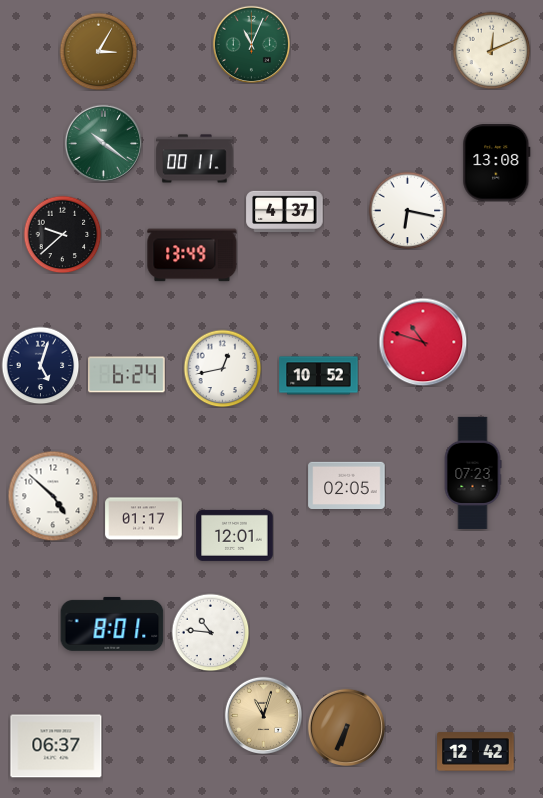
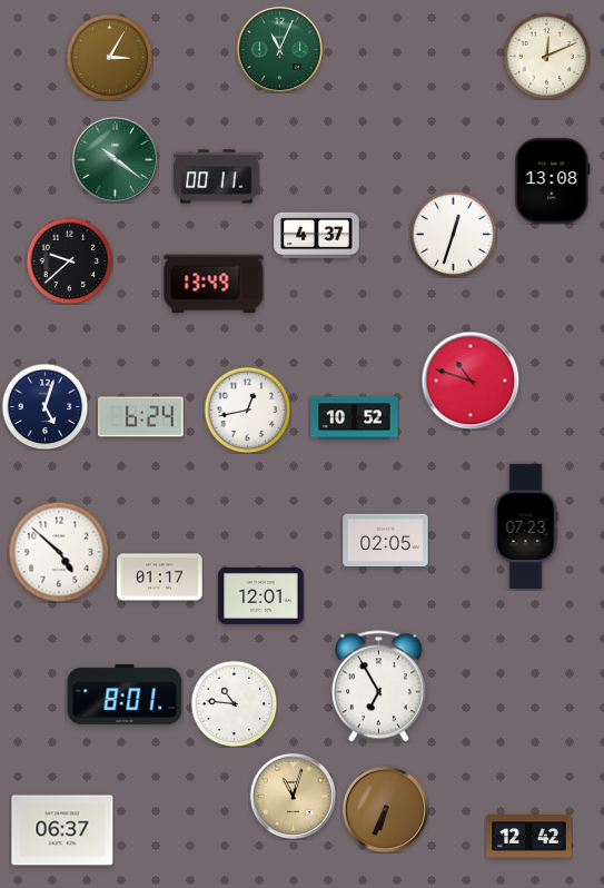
clock at (407, 210): 6:17 -> 12:33
clock at (378, 687): none -> 6:55
